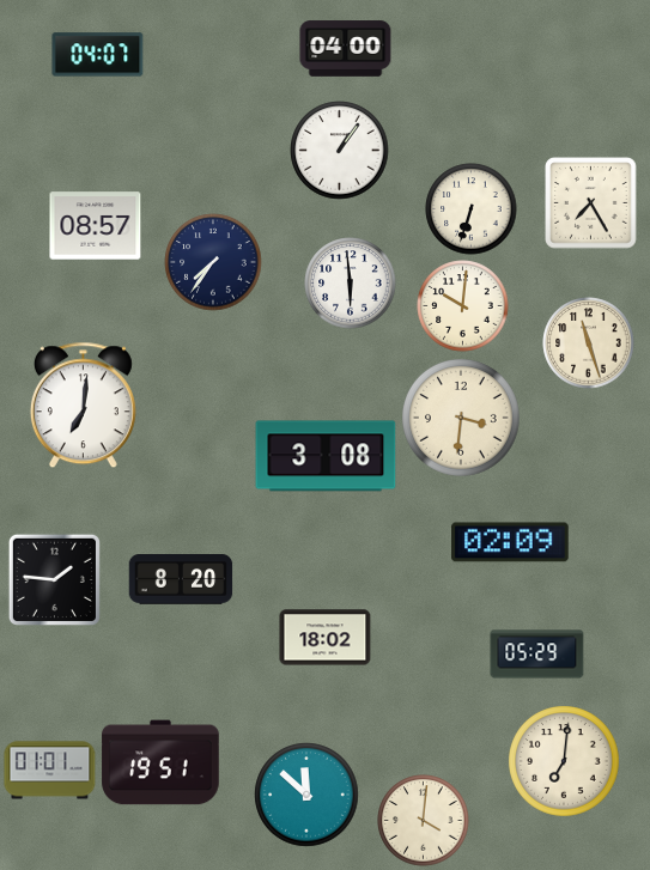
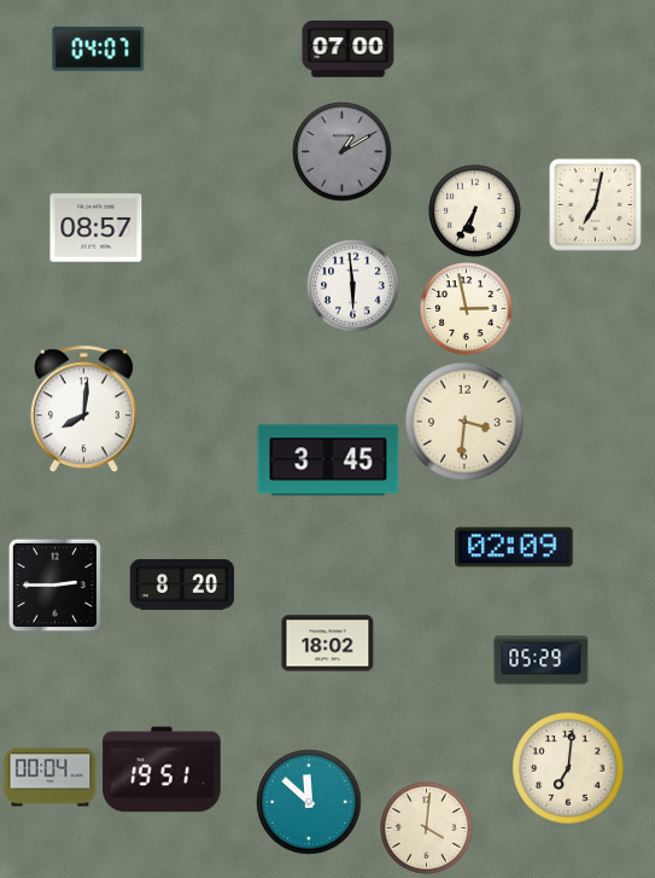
clock at (346, 49): 04:00 -> 07:00
clock at (98, 55) position: (98, 55) -> (99, 50)
clock at (340, 151): 1:06 -> 1:10
clock at (340, 151) dial: white -> grey
clock at (591, 203): 7:25 -> 7:02
clock at (472, 209): 6:33 -> 6:35
clock at (213, 262): 7:36 -> none
clock at (463, 306): 10:01 -> 2:58
clock at (589, 343): 11:27 -> none
clock at (83, 406): 7:01 -> 8:01
clock at (326, 456): 3:08 -> 3:45
clock at (54, 579): 1:46 -> 2:45
clock at (50, 771): 01:01 -> 00:04
